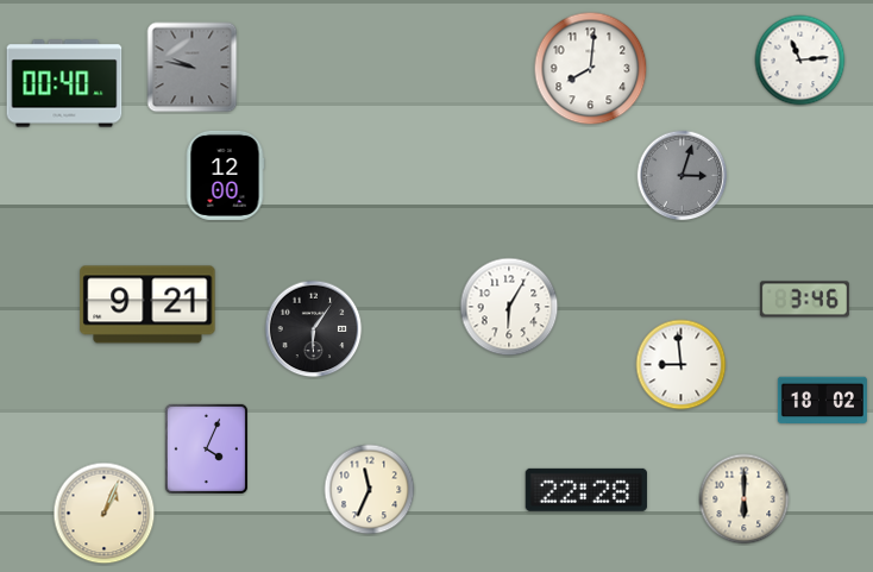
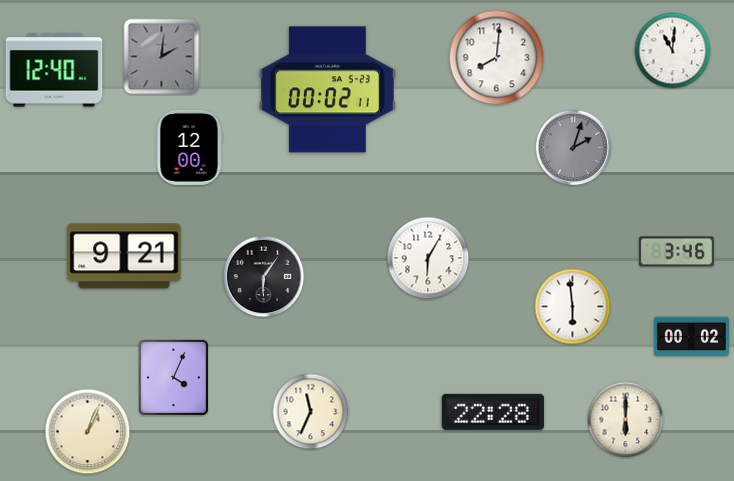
clock at (800, 61): 11:14 -> 11:01
clock at (193, 68): 9:47 -> 2:01
clock at (64, 83): 00:40 -> 12:40
clock at (327, 90): none -> 00:02
clock at (683, 176): 3:03 -> 2:03
clock at (682, 365): 8:59 -> 5:59
clock at (822, 401): 18:02 -> 00:02
